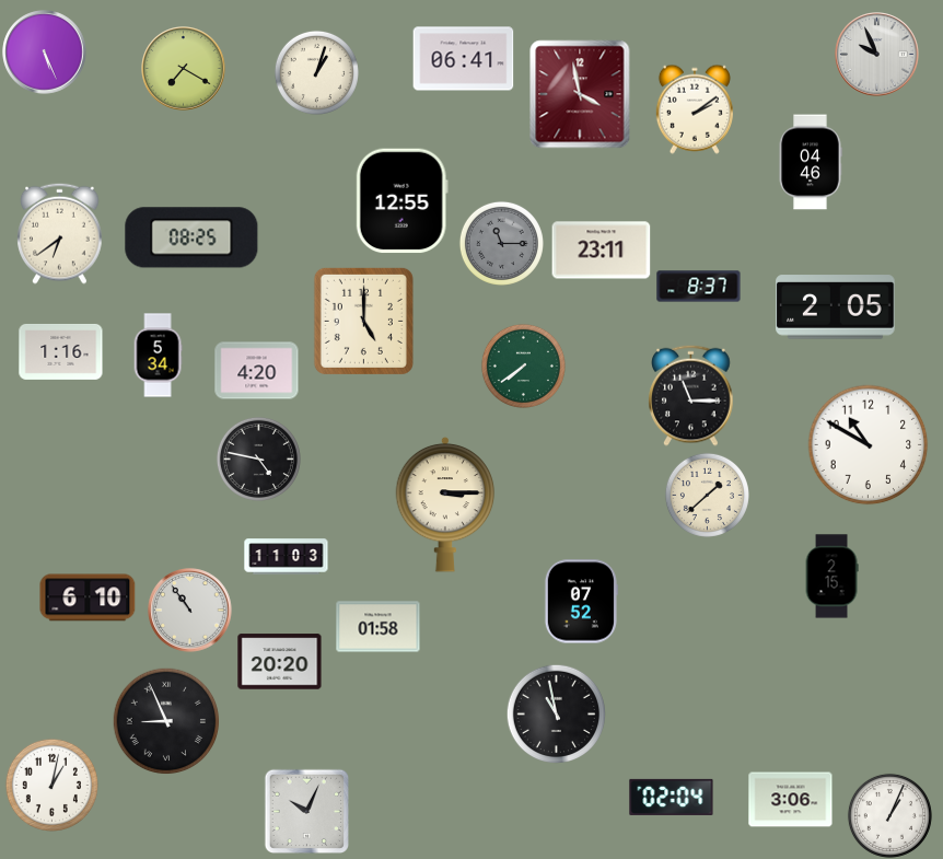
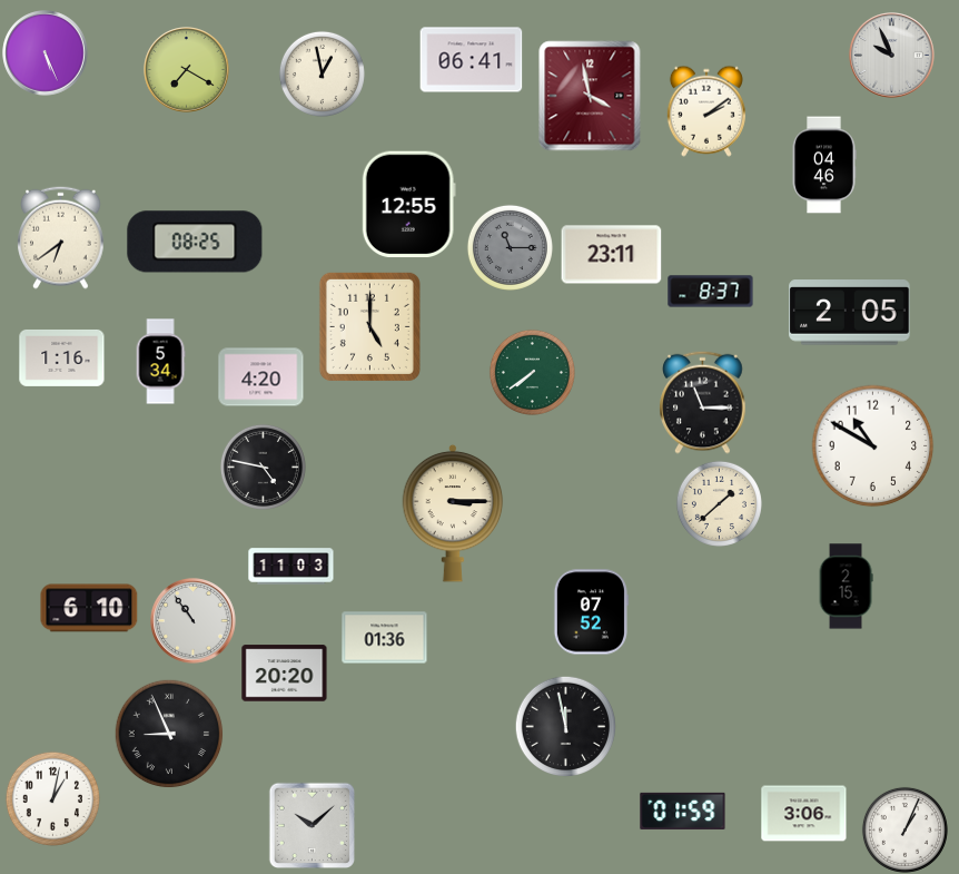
clock at (316, 72): 1:03 -> 12:58
clock at (869, 445) position: (869, 445) -> (873, 446)
clock at (379, 627): 01:58 -> 01:36
clock at (556, 713): 10:58 -> 11:58
clock at (672, 797): 02:04 -> 01:59
clock at (306, 811): 10:04 -> 10:08
